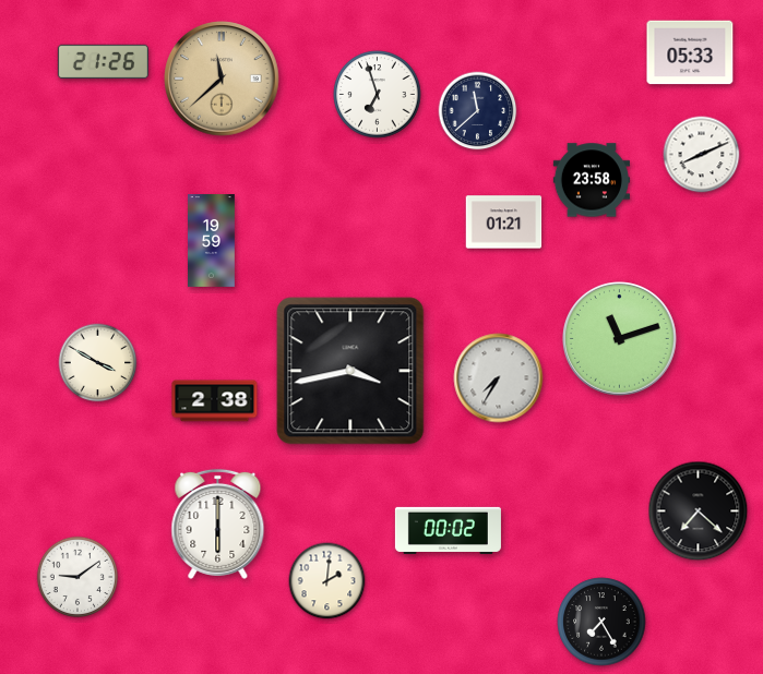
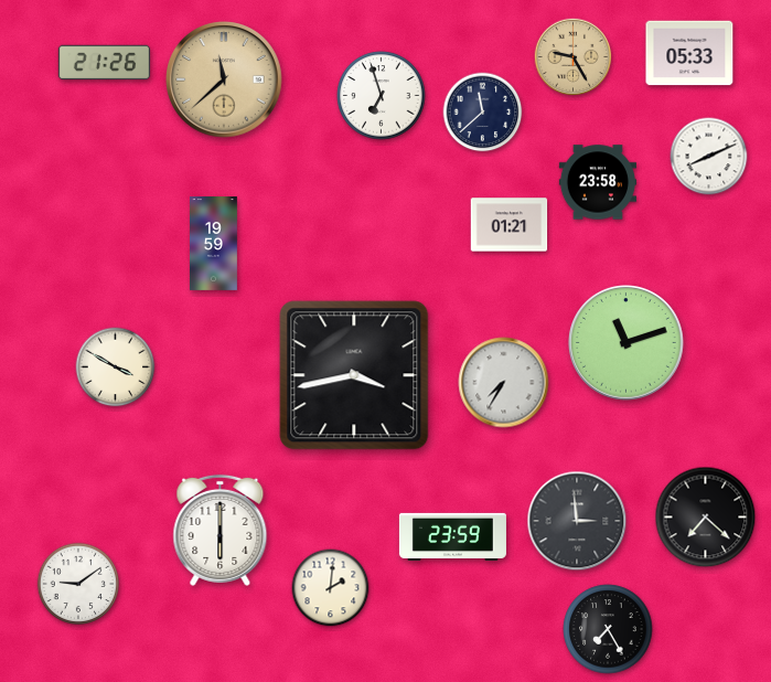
clock at (690, 52) position: (690, 52) -> (689, 53)
clock at (572, 56): none -> 9:25
clock at (98, 363) position: (98, 363) -> (116, 367)
clock at (215, 401): 2:38 -> none
clock at (577, 521): none -> 2:59
clock at (448, 530): 00:02 -> 23:59
